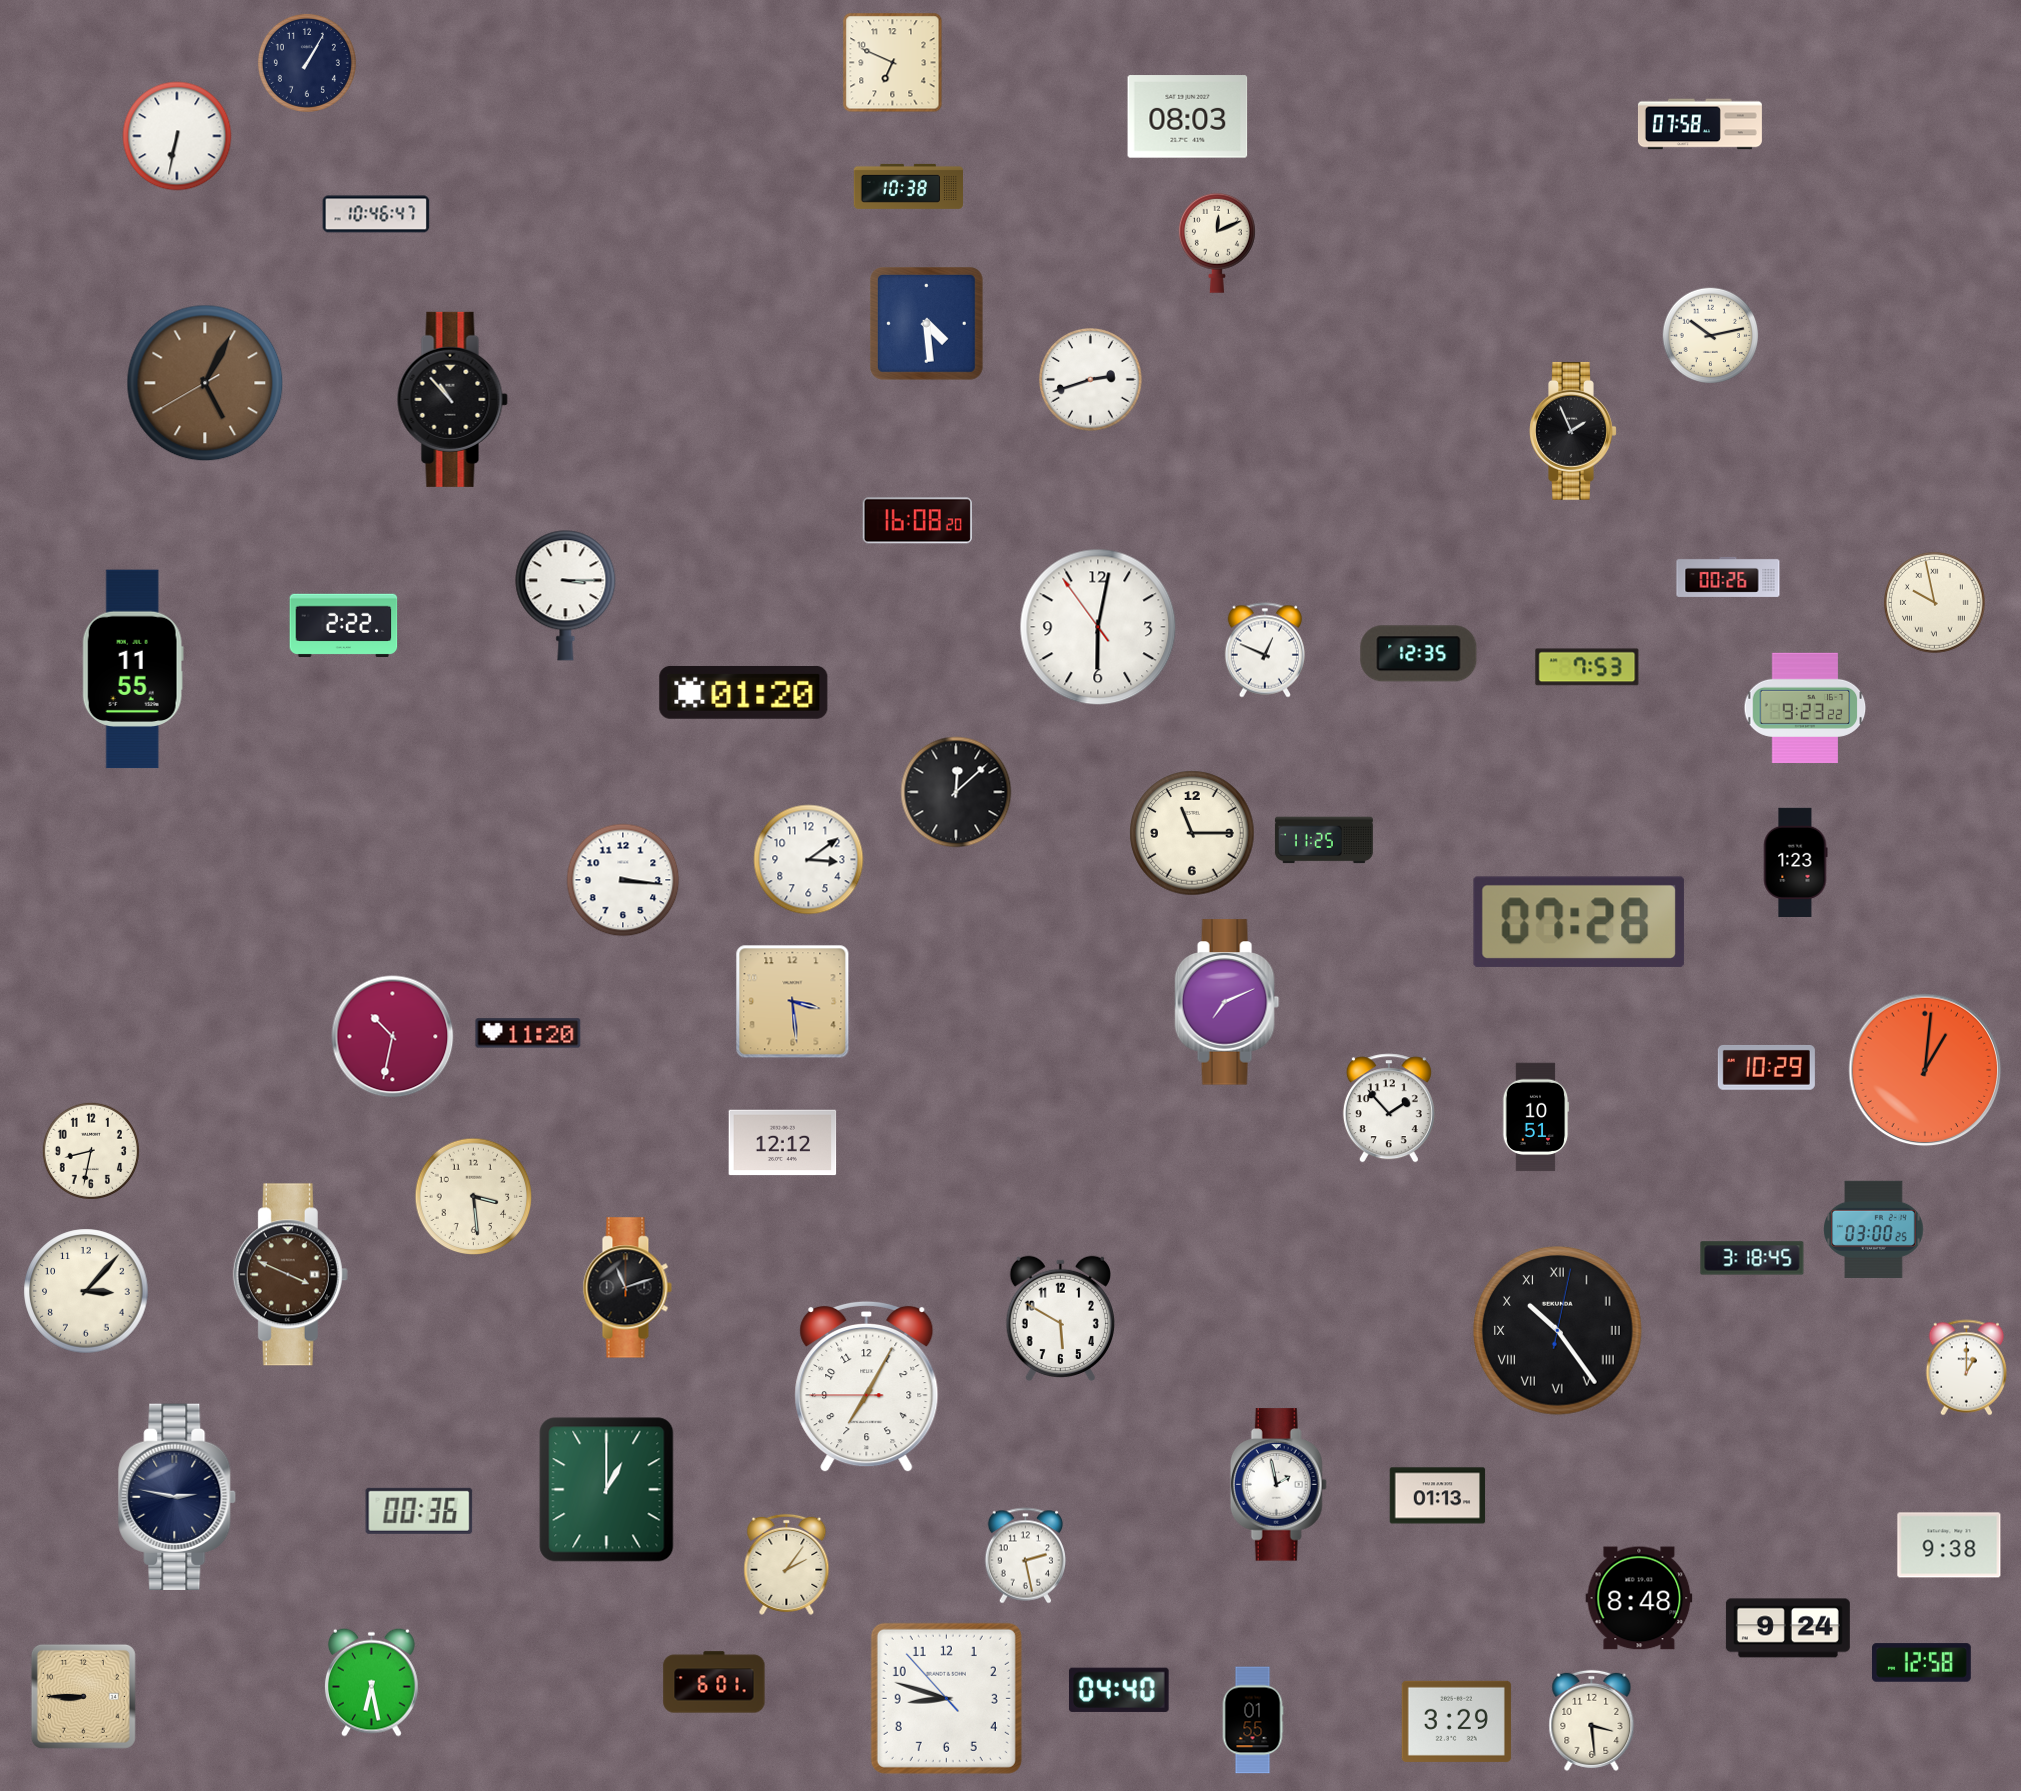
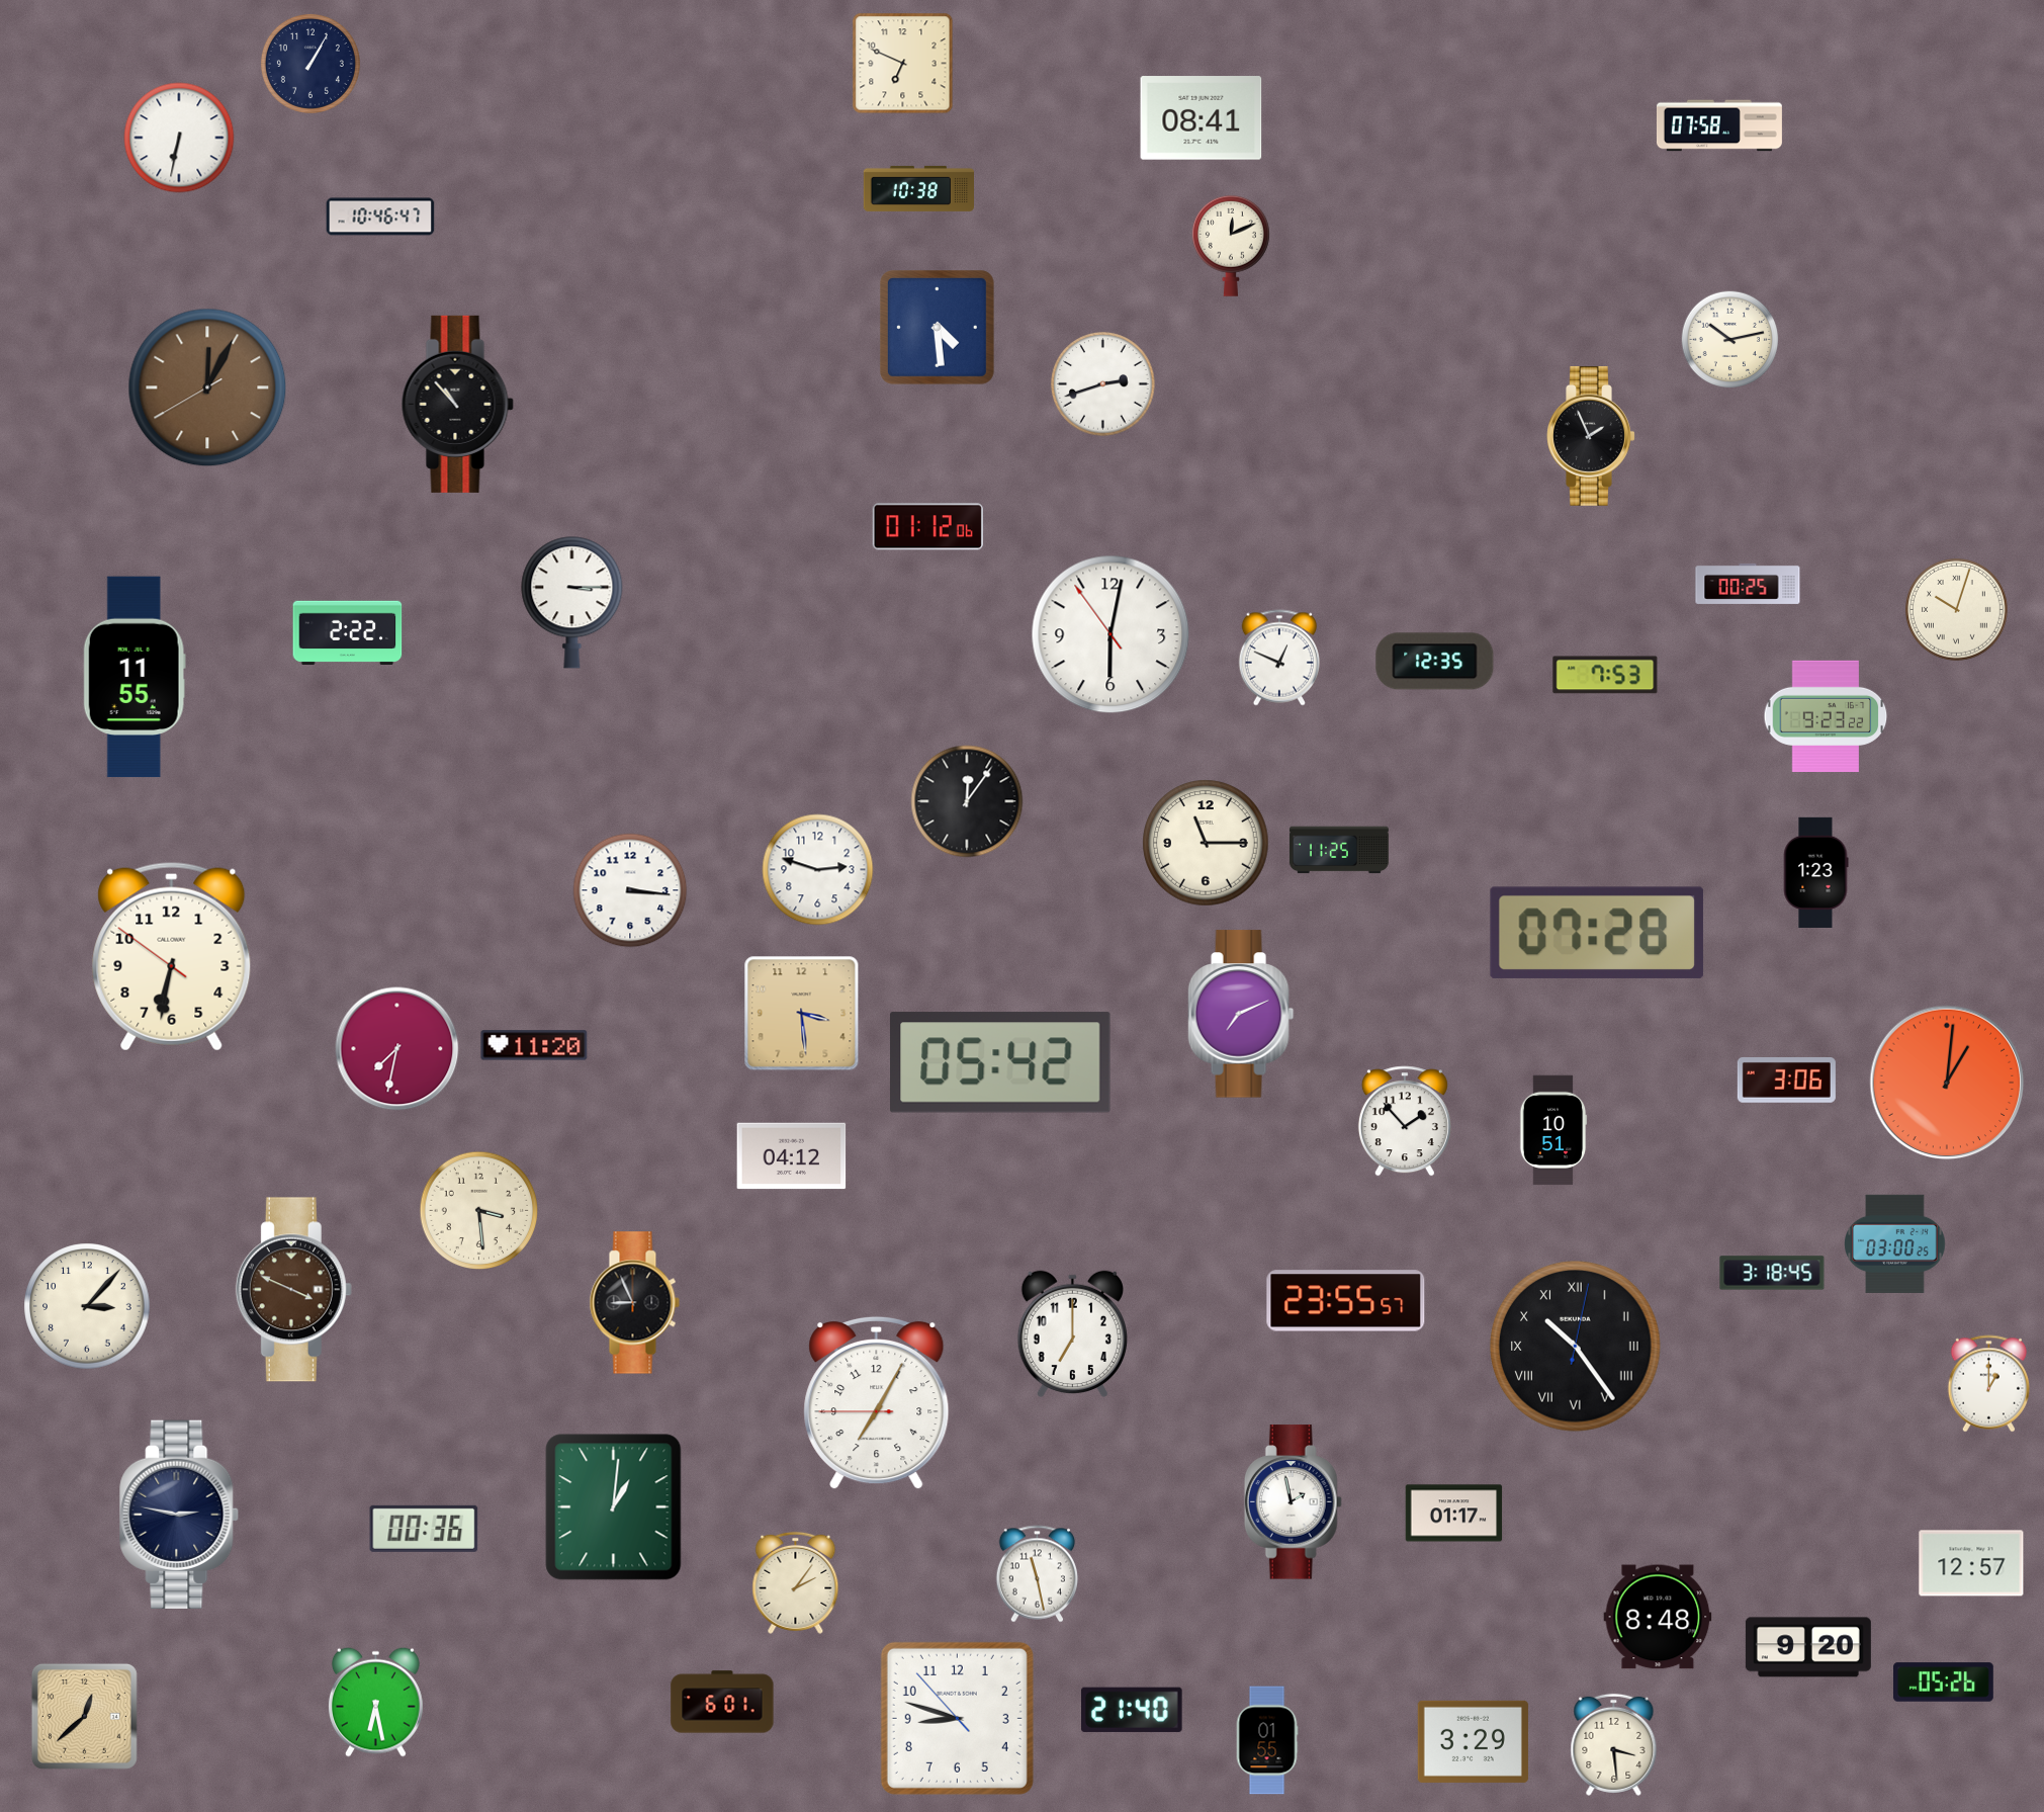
clock at (1188, 117): 08:03 -> 08:41
clock at (205, 383): 5:04 -> 12:04
clock at (917, 521): 16:08 -> 01:12
clock at (1728, 577): 00:26 -> 00:25
clock at (1935, 603): 9:58 -> 10:03
clock at (744, 692): 01:20 -> none
clock at (956, 792): 12:08 -> 12:06
clock at (809, 860): 3:09 -> 2:48
clock at (172, 956): none -> 6:31
clock at (393, 1037): 10:32 -> 7:32
clock at (1001, 1062): none -> 05:42
clock at (1766, 1067): 10:29 -> 3:06
clock at (783, 1143): 12:12 -> 04:12
clock at (91, 1151): 8:32 -> none
clock at (1346, 1301): none -> 23:55
clock at (627, 1288): 11:12 -> 8:56
clock at (1060, 1319): 5:50 -> 7:00
clock at (607, 1490): 1:00 -> 1:01
clock at (1438, 1496): 01:13 -> 01:17
clock at (1949, 1545): 9:38 -> 12:57
clock at (1026, 1556): 2:28 -> 11:28
clock at (1788, 1628): 9:24 -> 9:20
clock at (1922, 1663): 12:58 -> 05:26
clock at (1120, 1690): 04:40 -> 21:40
clock at (83, 1696): 8:45 -> 12:38
clock at (1592, 1720) position: (1592, 1720) -> (1614, 1744)
